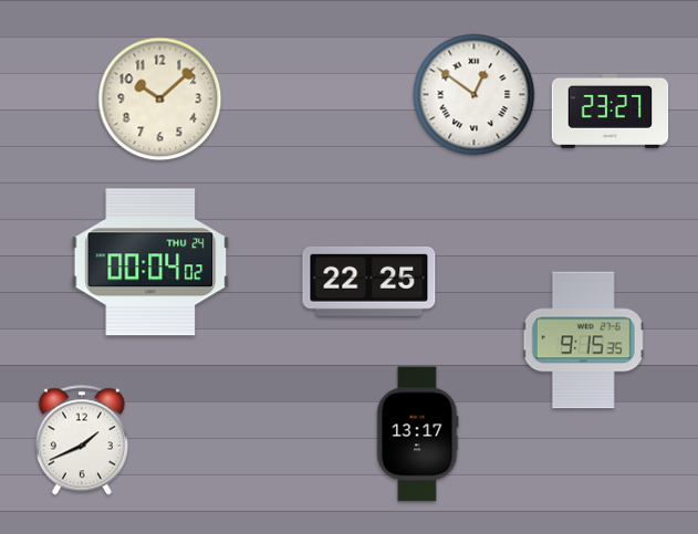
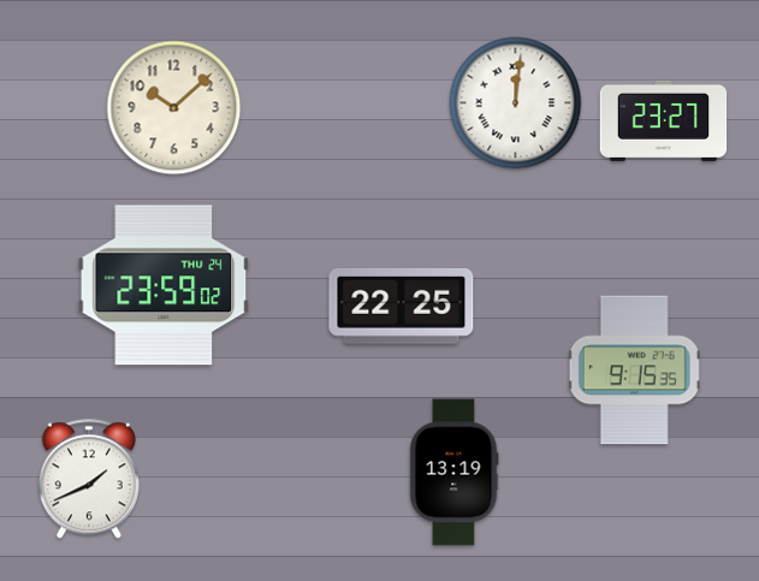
clock at (475, 95): 12:51 -> 12:01
clock at (150, 262): 00:04 -> 23:59
clock at (417, 434): 13:17 -> 13:19
